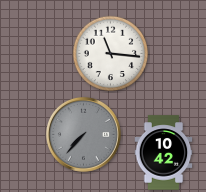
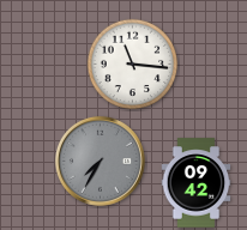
clock at (83, 134): 7:37 -> 7:35
clock at (164, 153): 10:42 -> 09:42
